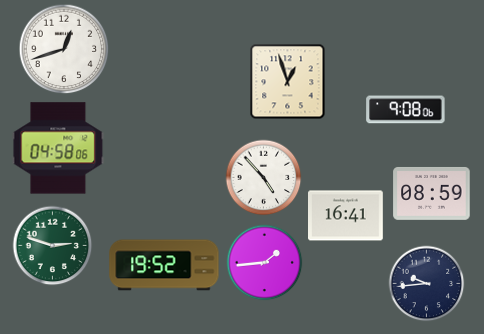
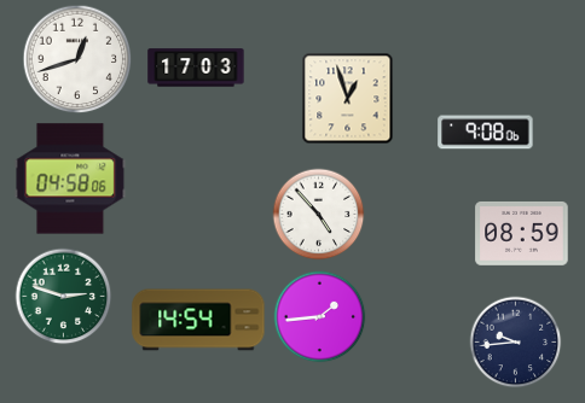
clock at (196, 68): none -> 17:03
clock at (406, 110) position: (406, 110) -> (486, 133)
clock at (346, 216): 16:41 -> none
clock at (164, 265): 19:52 -> 14:54
